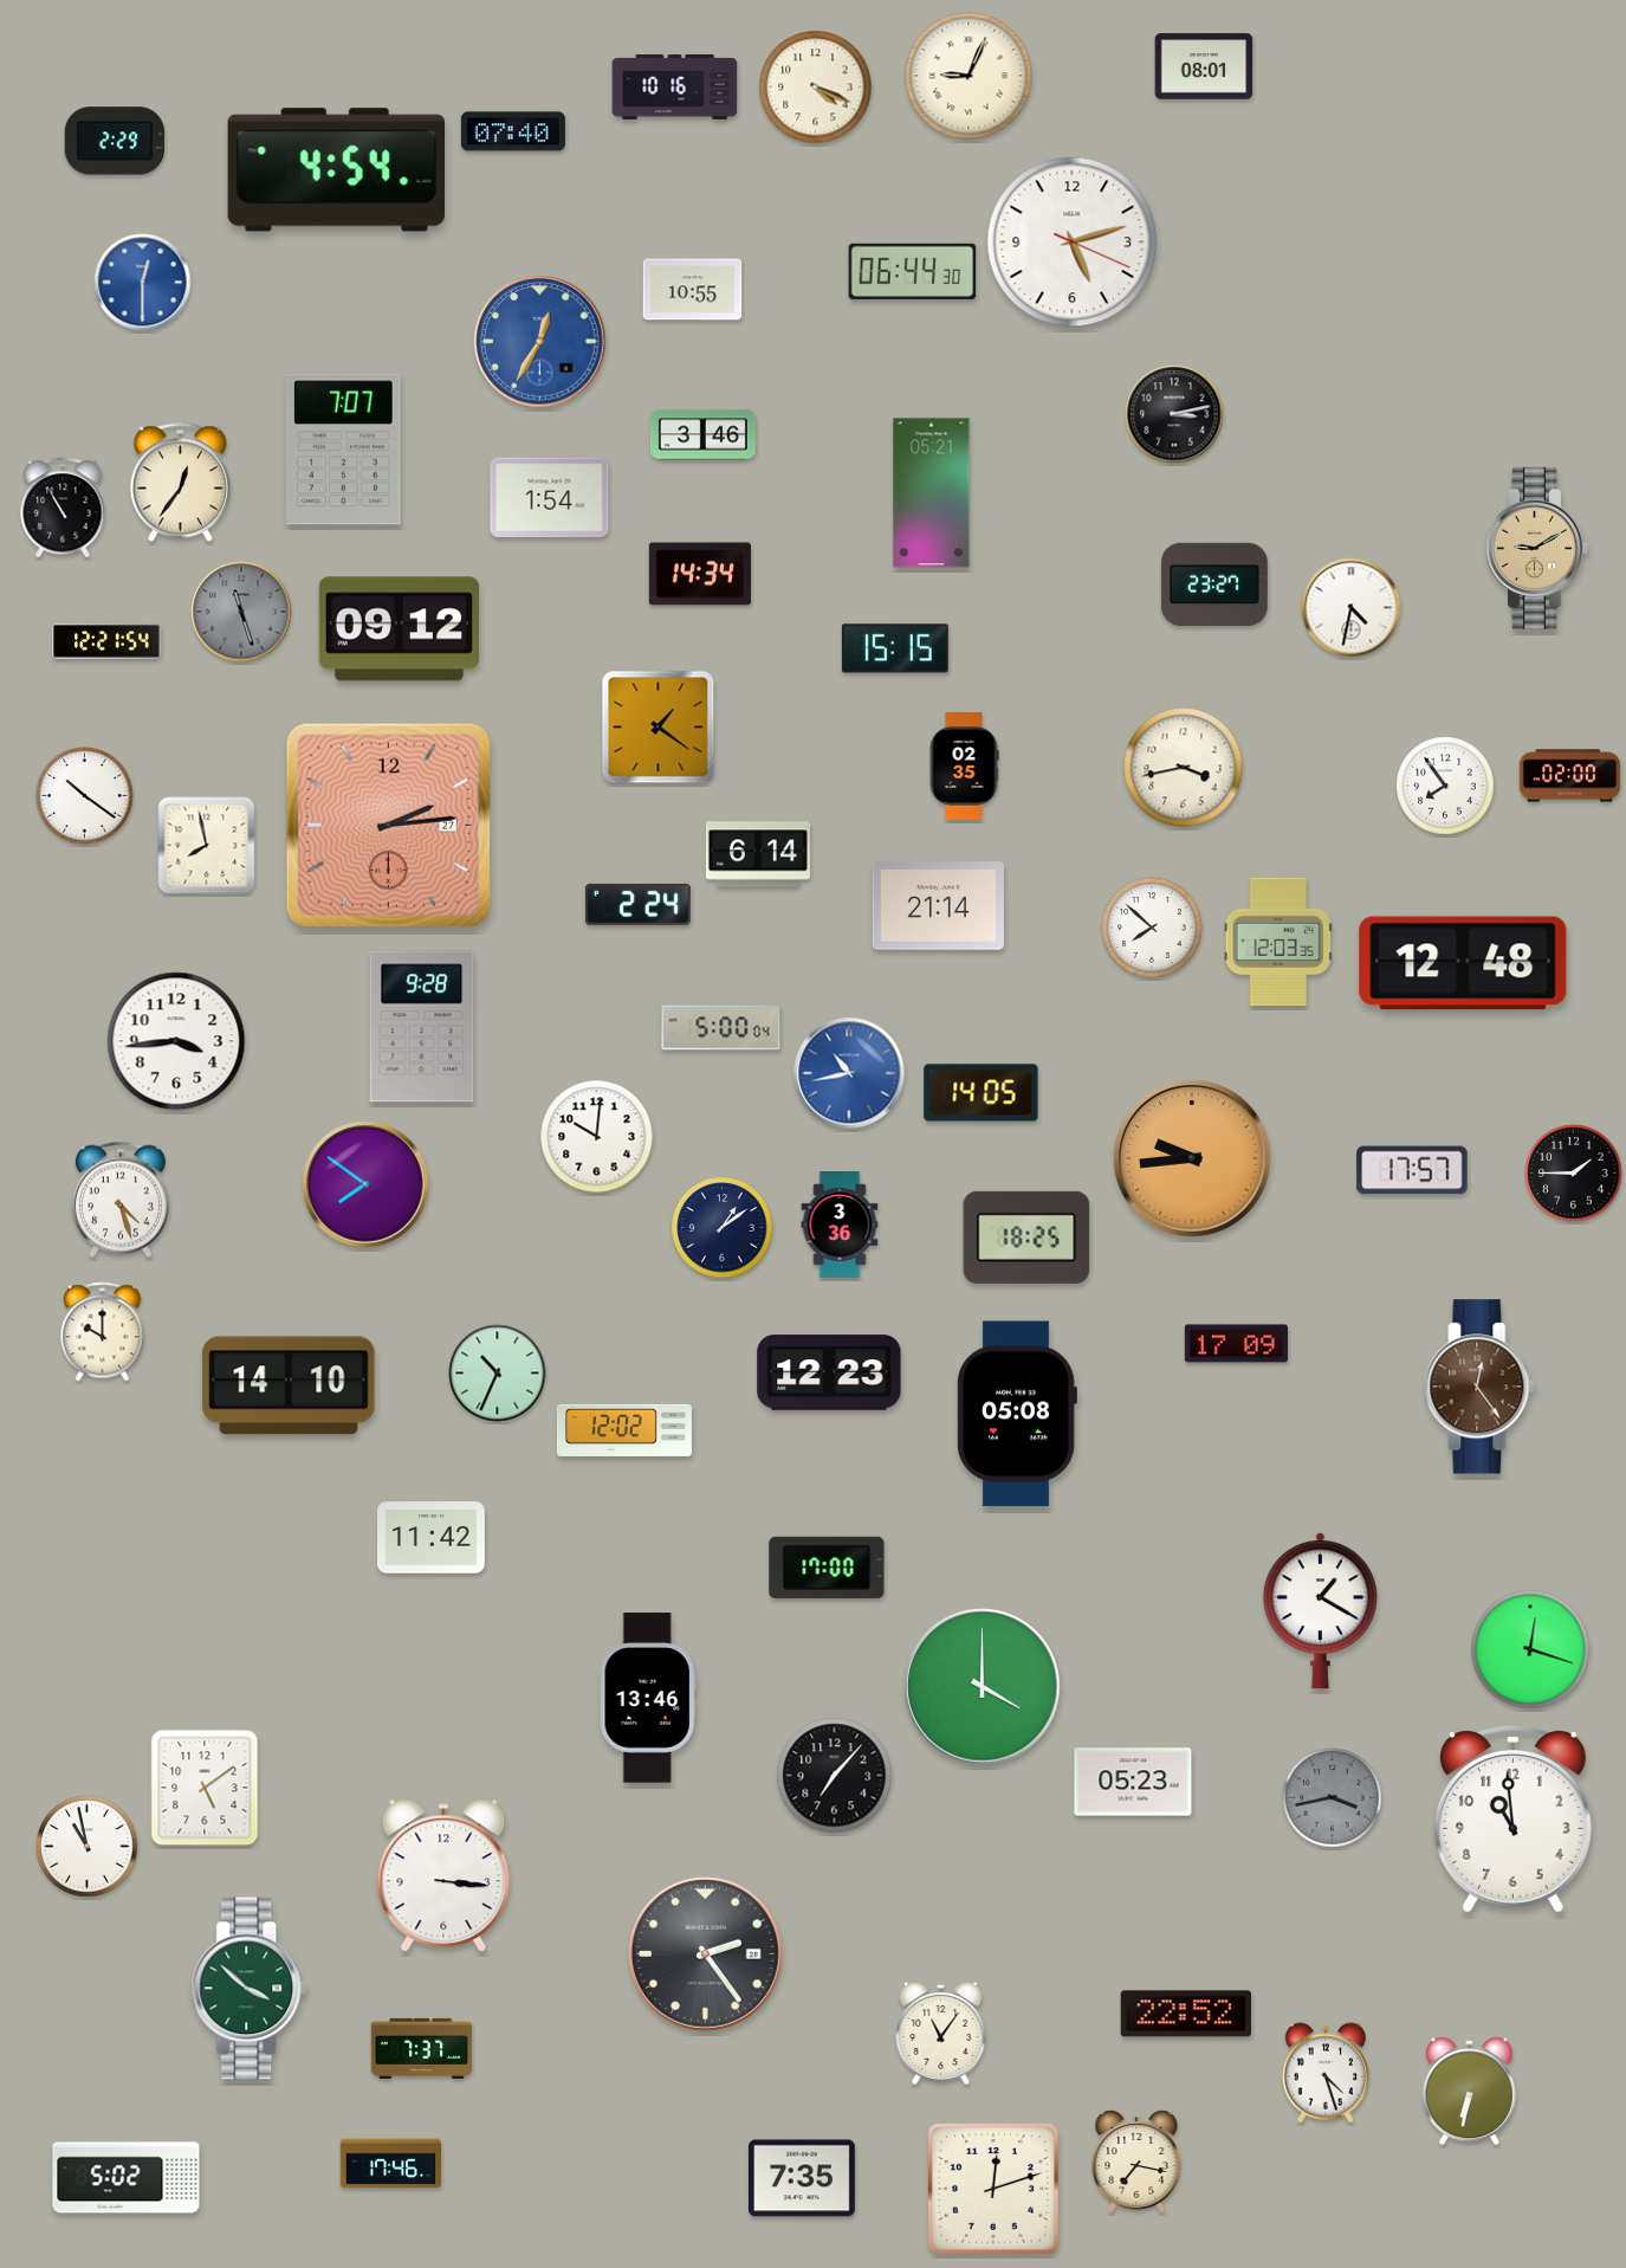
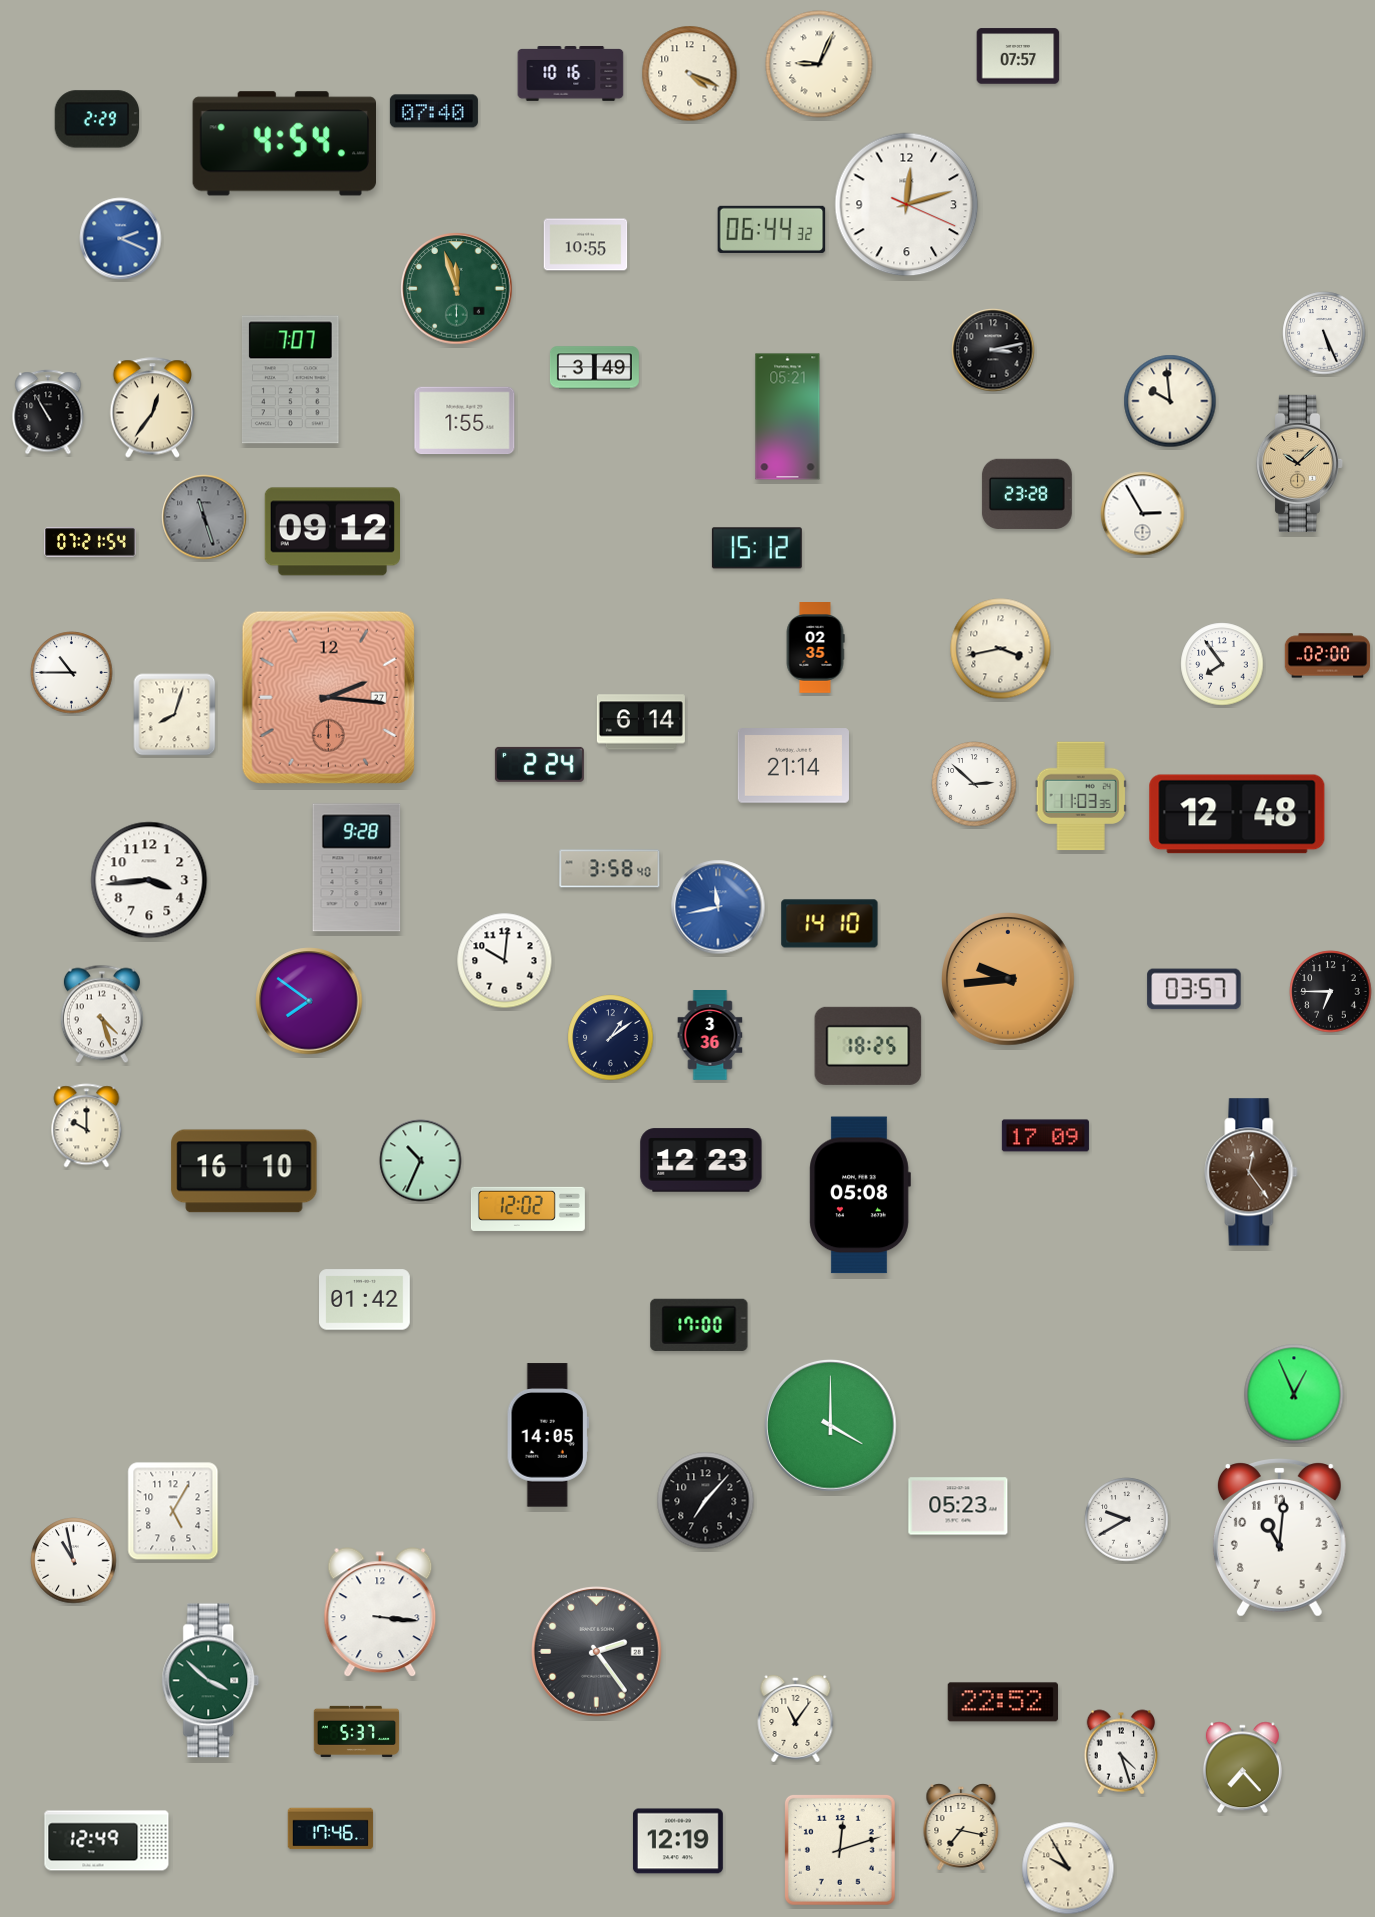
clock at (1204, 66): 08:01 -> 07:57
clock at (1073, 243): 5:12 -> 12:12
clock at (913, 271): 06:44:30 -> 06:44:32
clock at (143, 283): 12:30 -> 2:19
clock at (540, 342): 12:35 -> 11:57
clock at (540, 342) dial: blue -> green
clock at (1324, 333): none -> 5:26
clock at (702, 435): 3:46 -> 3:49
clock at (1170, 401): none -> 9:59
clock at (550, 498): 1:54 -> 1:55
clock at (63, 508) position: (63, 508) -> (48, 412)
clock at (1537, 548): 9:10 -> 10:08
clock at (700, 574): 14:34 -> none
clock at (1214, 584): 23:27 -> 23:28
clock at (1352, 608): 4:32 -> 2:55
clock at (399, 629) position: (399, 629) -> (332, 532)
clock at (106, 641): 12:21 -> 07:21
clock at (895, 648): 15:15 -> 15:12
clock at (659, 728): 1:21 -> none
clock at (85, 796): 10:21 -> 10:45
clock at (388, 825): 2:14 -> 2:16
clock at (207, 846): 7:58 -> 8:03
clock at (1152, 928): 7:52 -> 2:52
clock at (1278, 942): 12:03 -> 11:03
clock at (721, 1028): 5:00 -> 3:58
clock at (849, 1073): 10:43 -> 11:43
clock at (982, 1093): 14:05 -> 14:10
clock at (1412, 1170): 17:57 -> 03:57
clock at (1574, 1174): 1:45 -> 6:45
clock at (289, 1385): 14:10 -> 16:10
clock at (432, 1538): 11:42 -> 01:42
clock at (1320, 1611): 1:20 -> none
clock at (1530, 1649): 12:18 -> 12:56
clock at (648, 1698): 13:46 -> 14:05
clock at (205, 1788): 5:09 -> 5:05
clock at (1333, 1798): 3:43 -> 9:40
clock at (1333, 1798) dial: grey -> white
clock at (1512, 1820): 10:59 -> 11:01
clock at (443, 1876) position: (443, 1876) -> (380, 1613)
clock at (422, 2048): 7:37 -> 5:37
clock at (1469, 2092): 6:32 -> 7:23
clock at (127, 2178): 5:02 -> 12:49
clock at (802, 2178): 7:35 -> 12:19
clock at (1068, 1868): none -> 9:55
